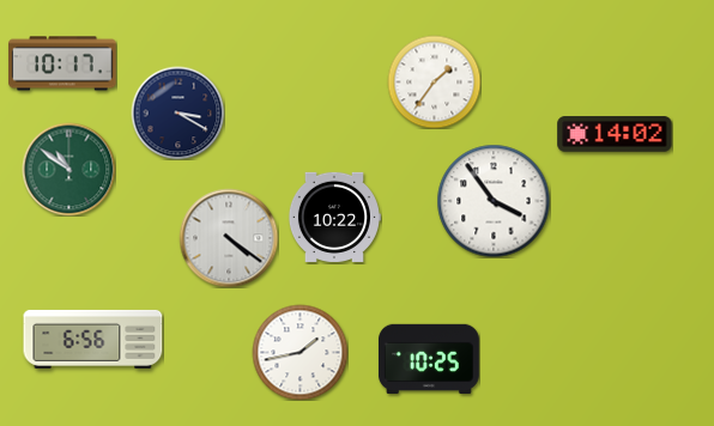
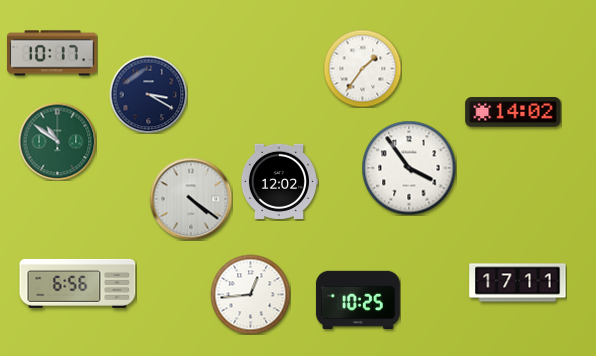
clock at (494, 201) position: (494, 201) -> (409, 168)
clock at (334, 217): 10:22 -> 12:02
clock at (518, 283): none -> 17:11
clock at (299, 352): 1:43 -> 12:44
